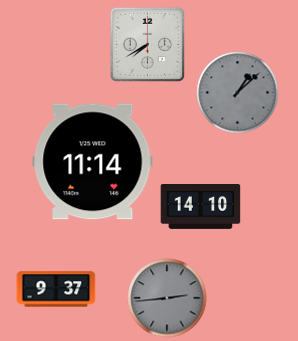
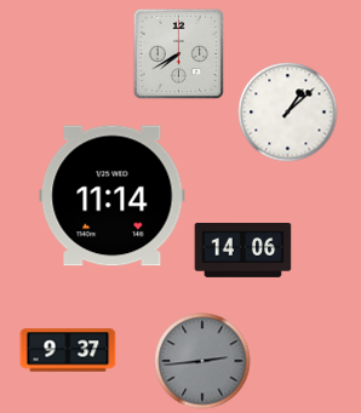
clock at (238, 93) dial: grey -> white
clock at (201, 207): 14:10 -> 14:06
